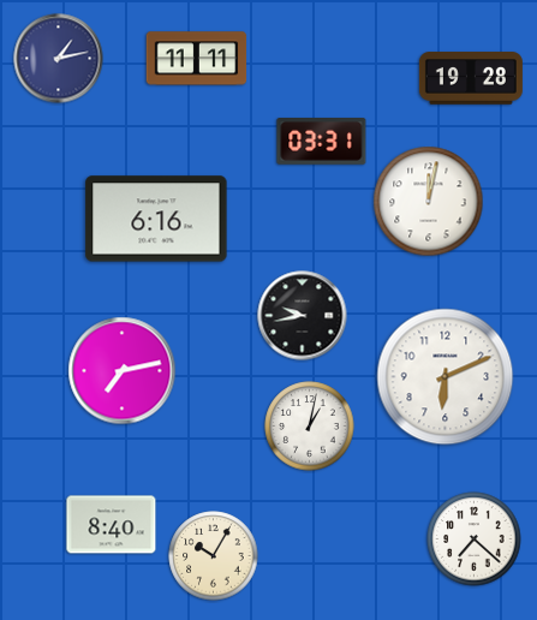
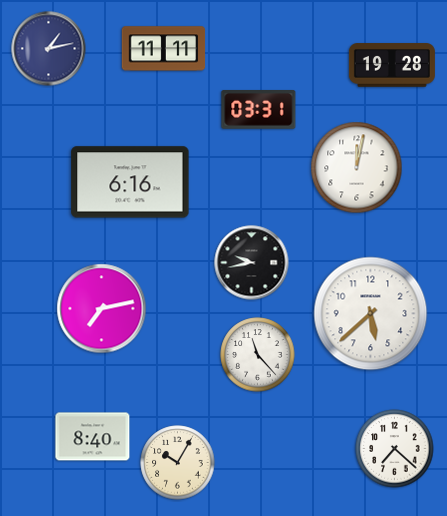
clock at (322, 142) position: (322, 142) -> (259, 110)
clock at (446, 377): 6:11 -> 5:38
clock at (310, 427): 1:02 -> 11:23
